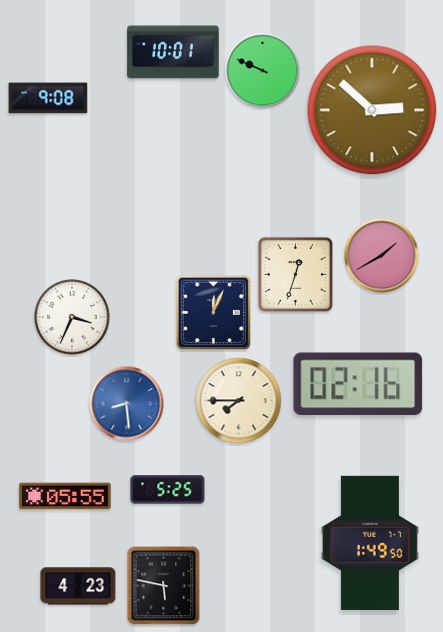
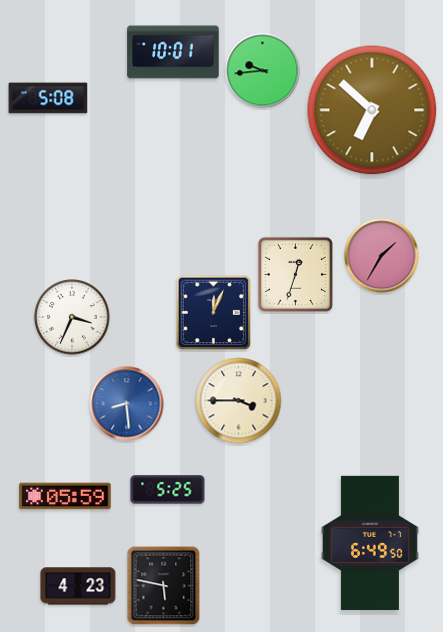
clock at (263, 71): 9:49 -> 9:44
clock at (48, 98): 9:08 -> 5:08
clock at (372, 110): 2:52 -> 6:52
clock at (382, 256): 1:40 -> 1:35
clock at (358, 384): 02:16 -> none
clock at (239, 401): 7:45 -> 3:45
clock at (65, 496): 05:55 -> 05:59
clock at (370, 543): 1:49 -> 6:49
